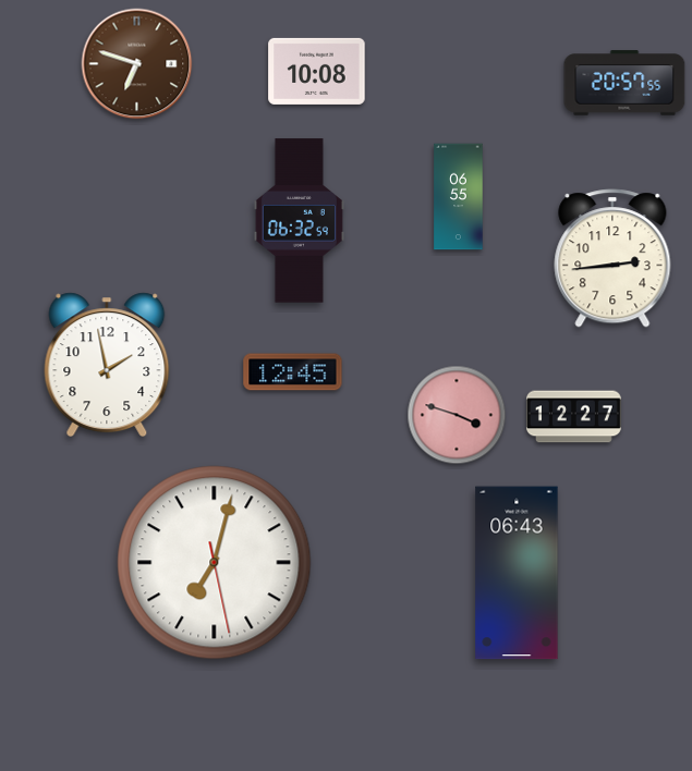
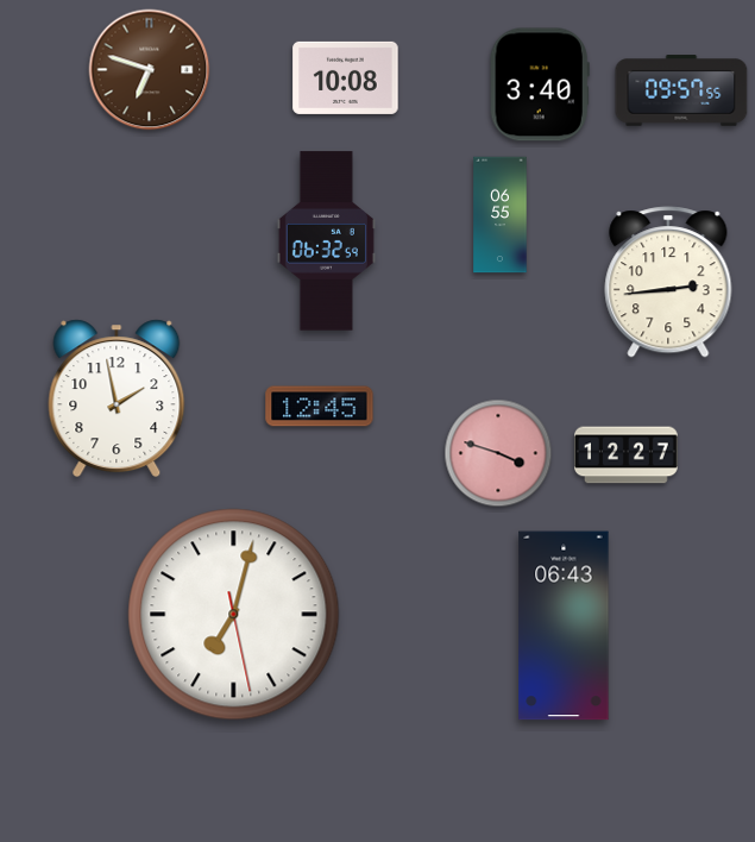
clock at (540, 84): none -> 3:40
clock at (624, 83): 20:57 -> 09:57
